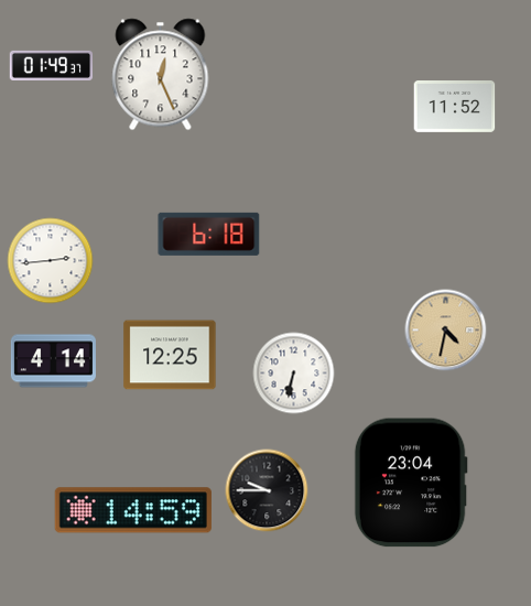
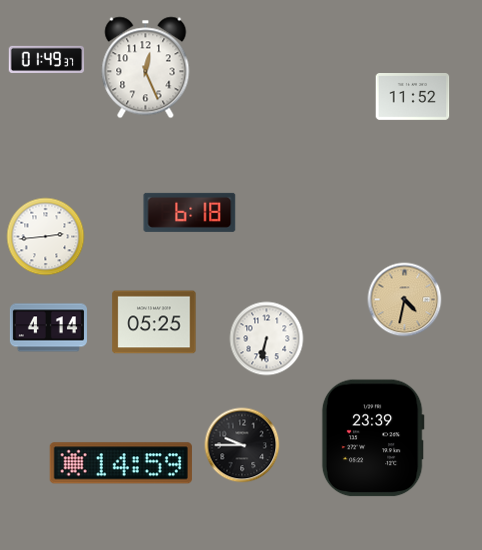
clock at (170, 355): 12:25 -> 05:25
clock at (411, 483): 23:04 -> 23:39
